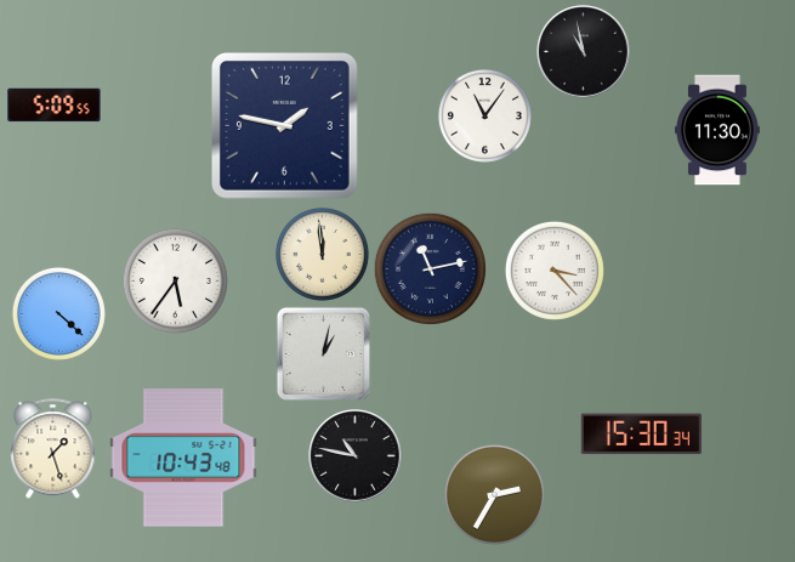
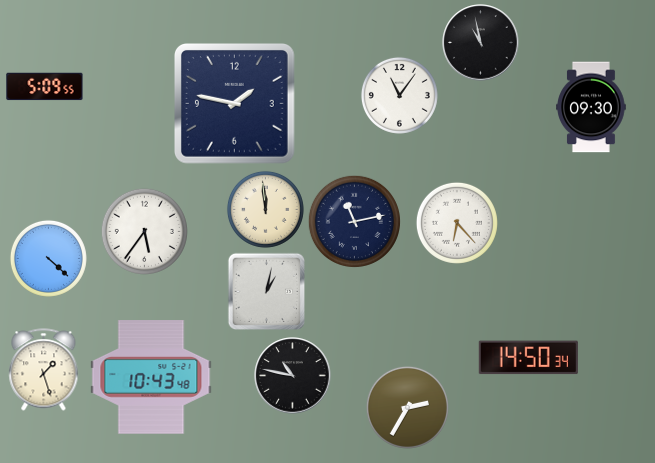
clock at (717, 130): 11:30 -> 09:30
clock at (555, 271): 3:23 -> 6:23
clock at (641, 435): 15:30 -> 14:50
